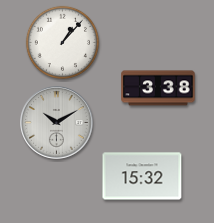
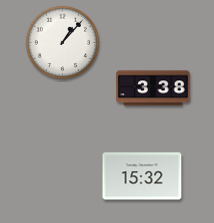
clock at (158, 88) position: (158, 88) -> (153, 88)
clock at (57, 123): 10:10 -> none
